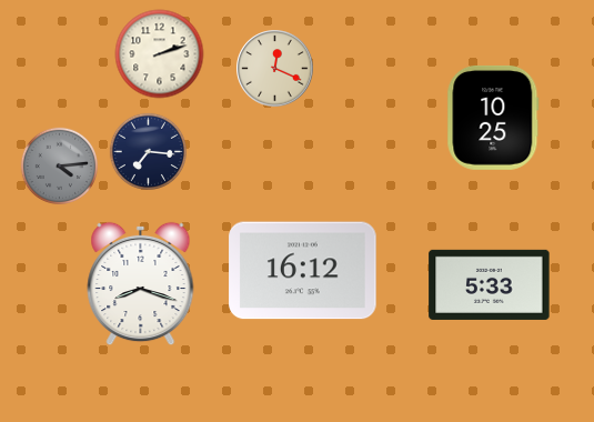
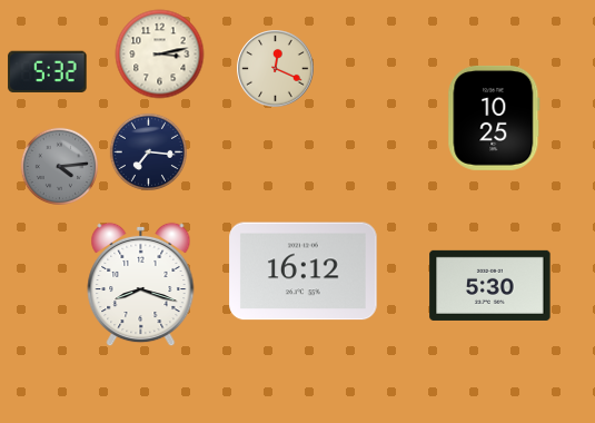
clock at (160, 54): 2:12 -> 3:13
clock at (48, 71): none -> 5:32
clock at (490, 284): 5:33 -> 5:30
